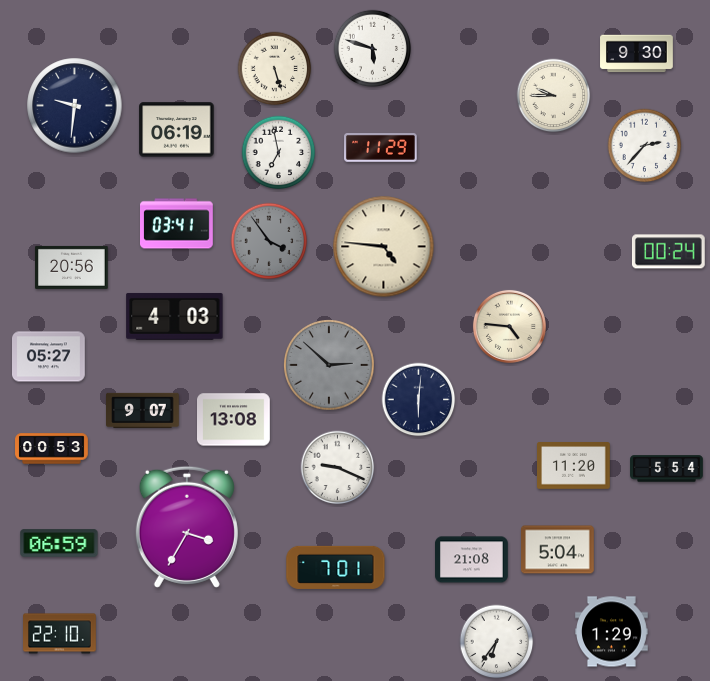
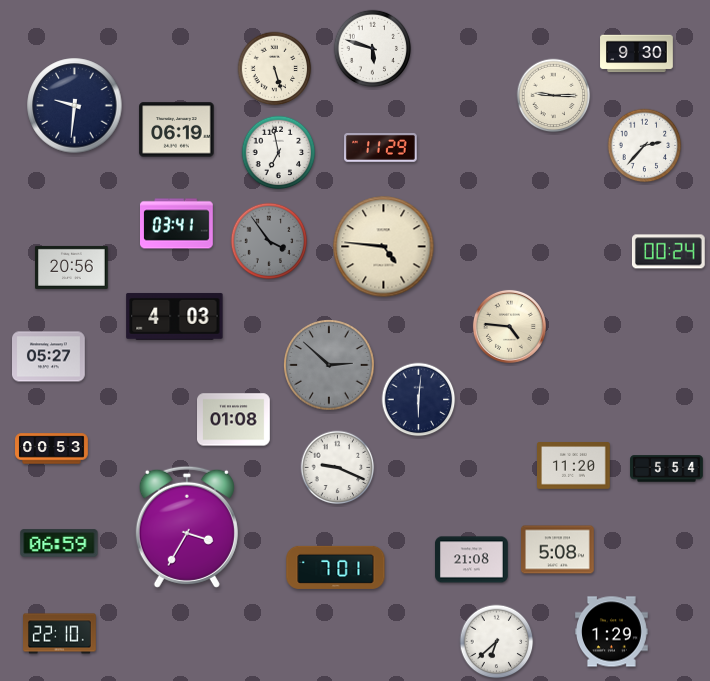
clock at (554, 96): 9:45 -> 9:15
clock at (143, 410): 9:07 -> none
clock at (234, 420): 13:08 -> 01:08
clock at (558, 550): 5:04 -> 5:08
clock at (497, 642): 6:36 -> 6:38
